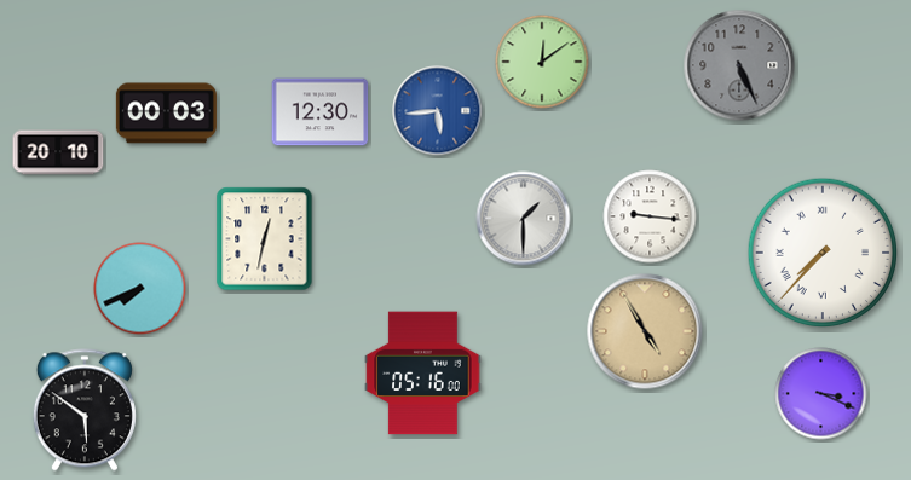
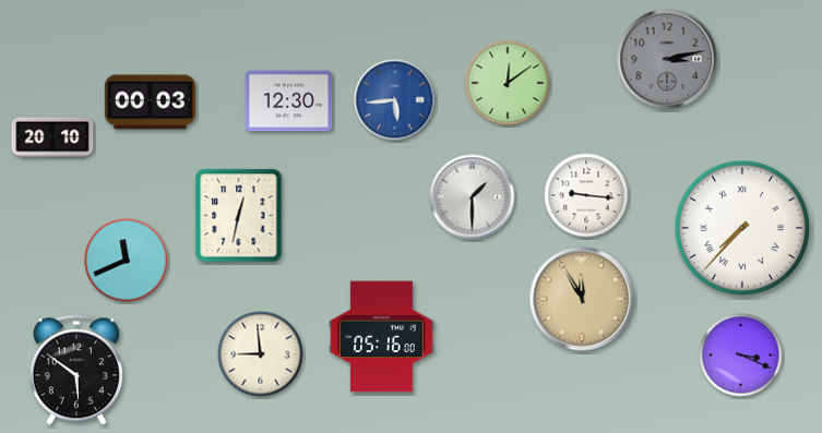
clock at (542, 62) position: (542, 62) -> (508, 83)
clock at (739, 65): 5:26 -> 3:13
clock at (140, 289): 7:41 -> 11:41
clock at (645, 331): 4:55 -> 11:55
clock at (261, 354): none -> 8:59
